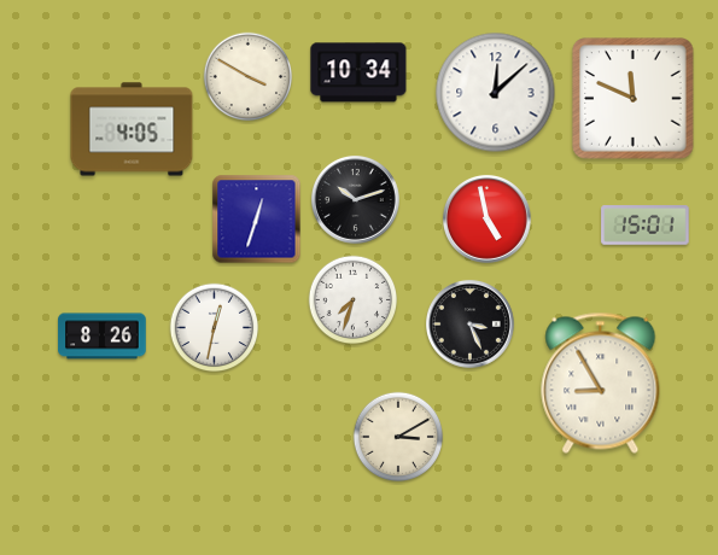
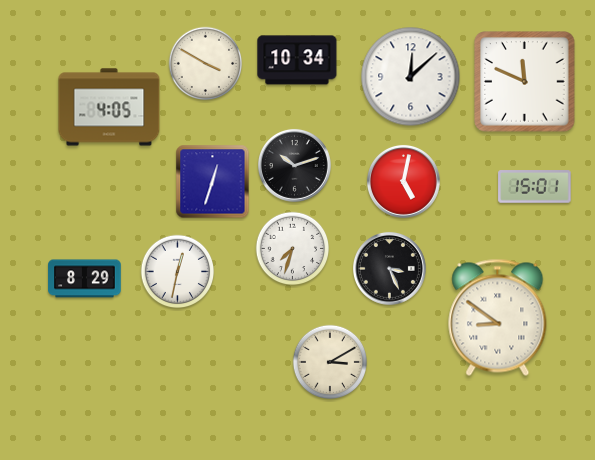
clock at (488, 220): 4:58 -> 5:02
clock at (103, 337): 8:26 -> 8:29
clock at (601, 382): 8:55 -> 8:51
